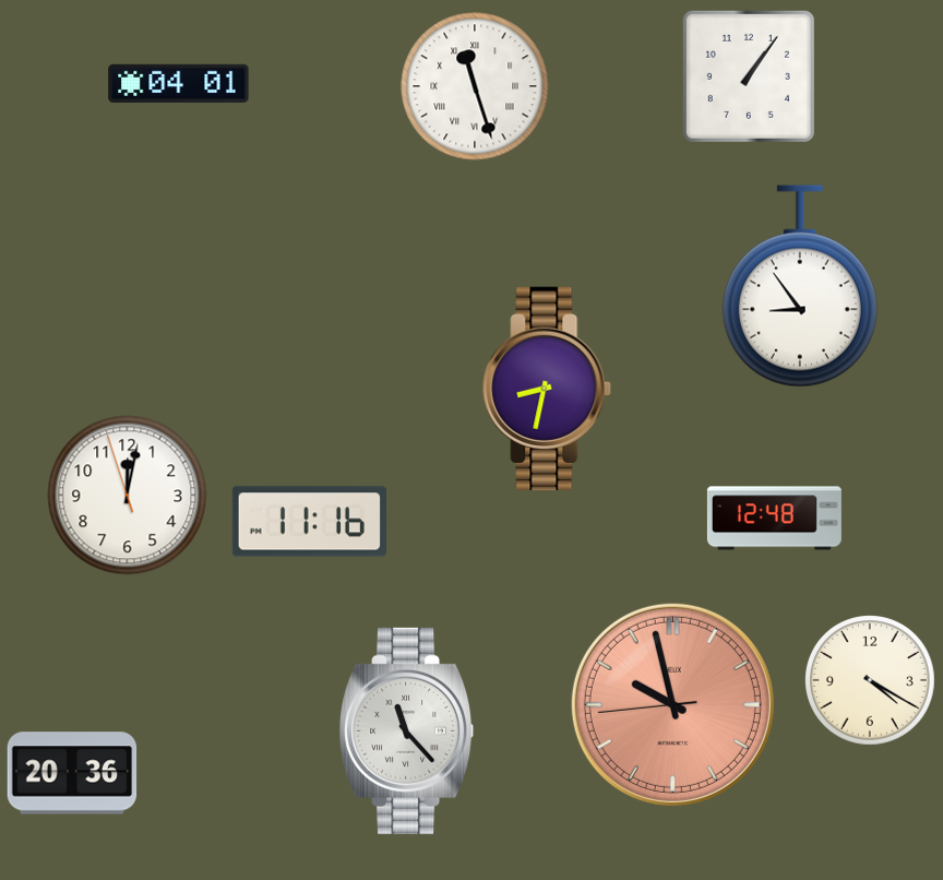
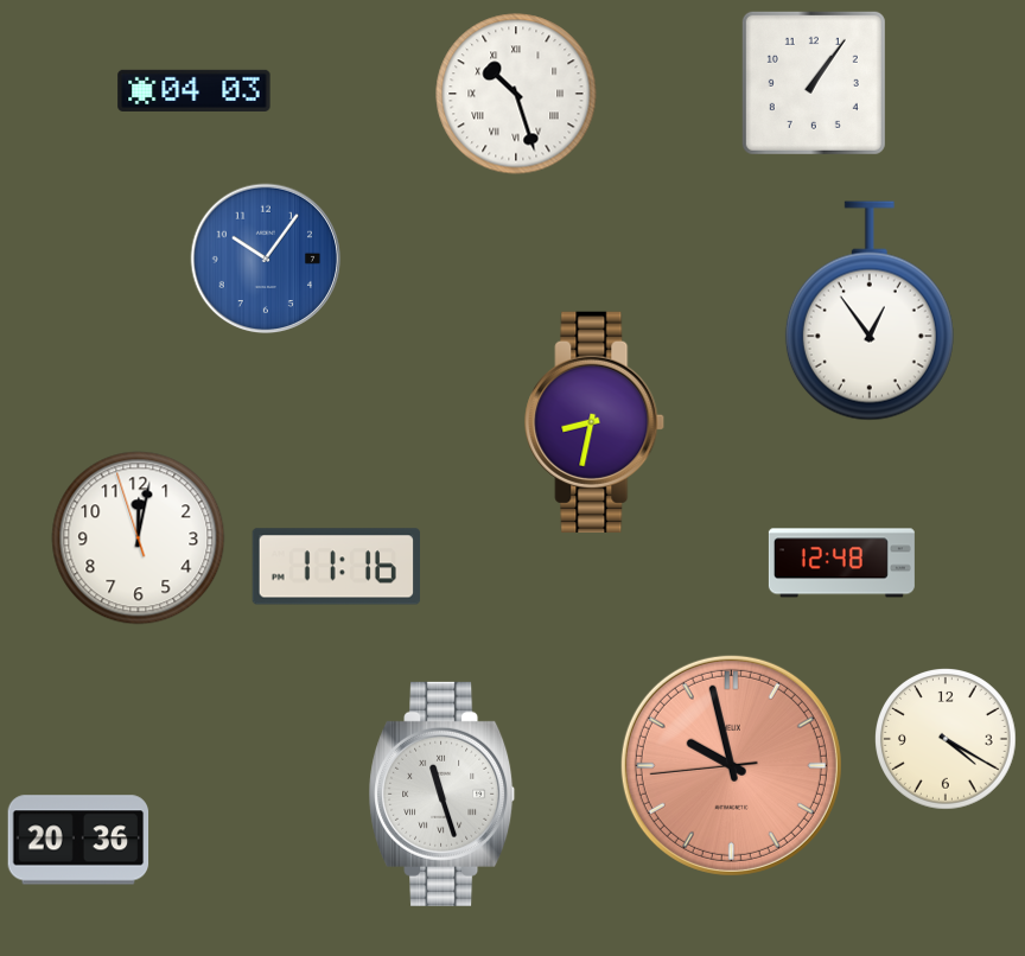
clock at (179, 83): 04:01 -> 04:03
clock at (475, 86): 11:27 -> 10:27
clock at (266, 259): none -> 10:06
clock at (800, 286): 8:54 -> 12:54
clock at (407, 730): 11:23 -> 11:27
